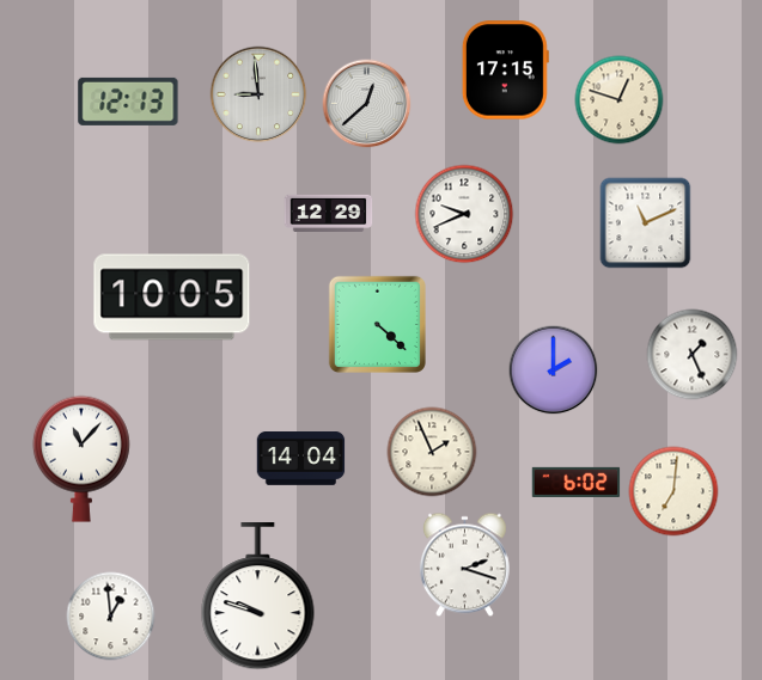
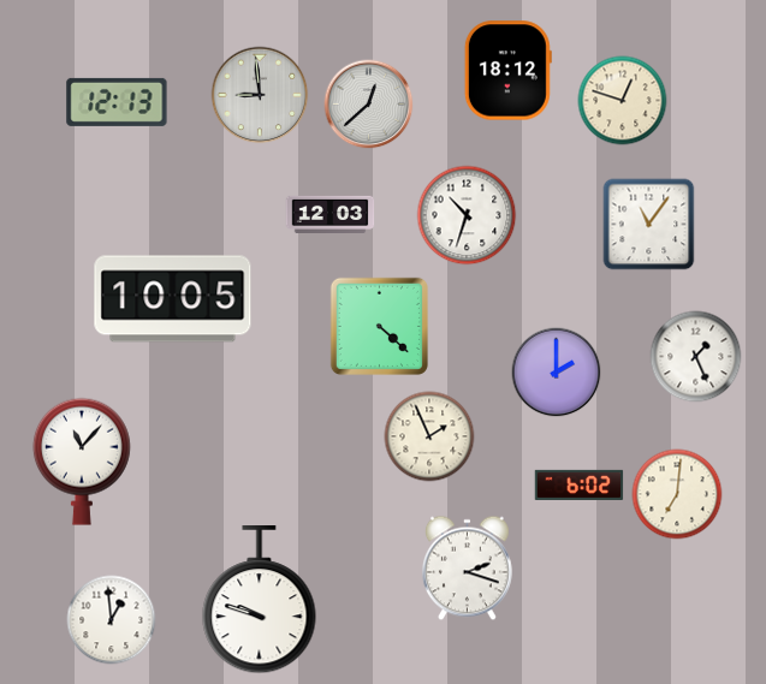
clock at (505, 71): 17:15 -> 18:12
clock at (128, 102) position: (128, 102) -> (117, 102)
clock at (329, 213): 12:29 -> 12:03
clock at (464, 214): 9:41 -> 10:33
clock at (646, 223): 11:11 -> 11:06
clock at (432, 452) position: (432, 452) -> (429, 436)
clock at (301, 459): 14:04 -> none
